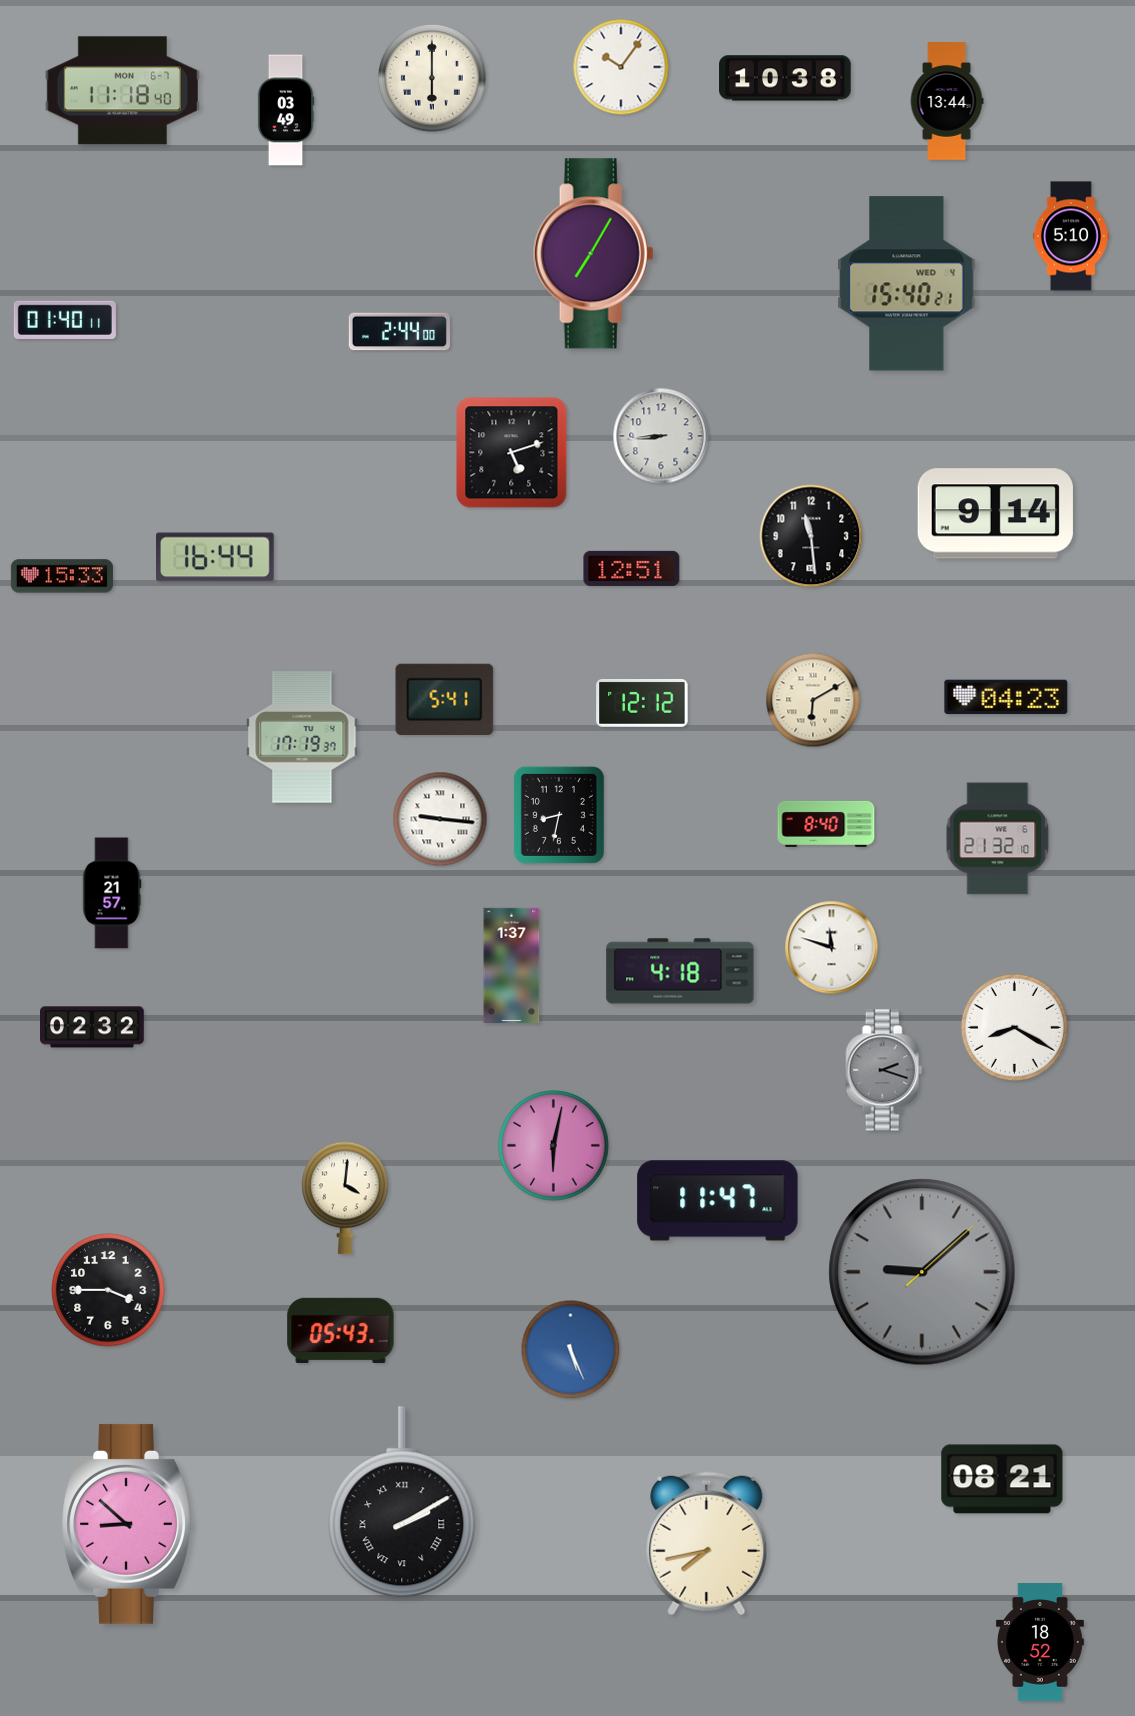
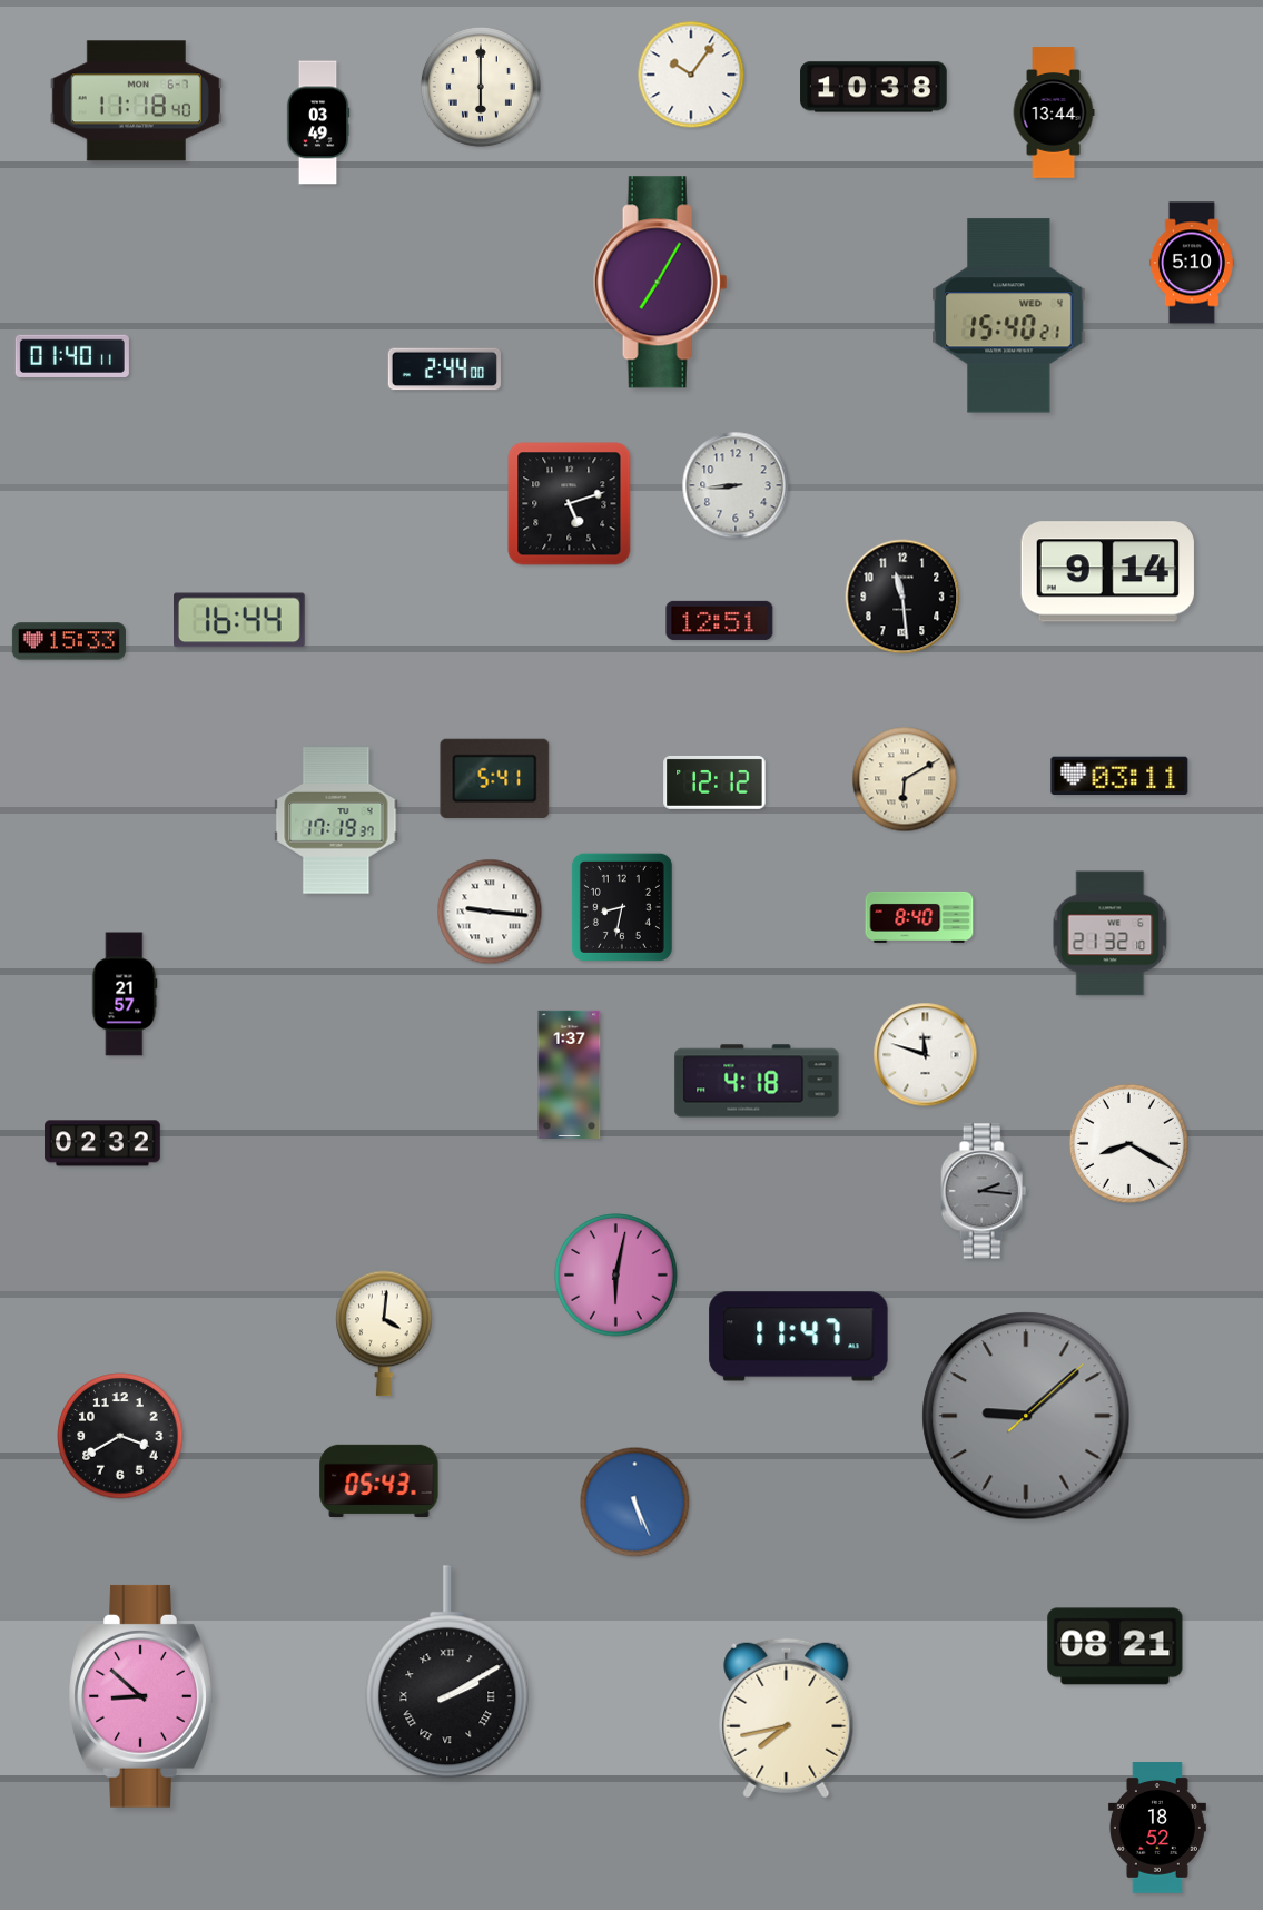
clock at (632, 568) position: (632, 568) -> (720, 620)
clock at (1006, 697): 04:23 -> 03:11
clock at (884, 1070): 2:18 -> 2:16
clock at (108, 1290): 3:45 -> 3:40
